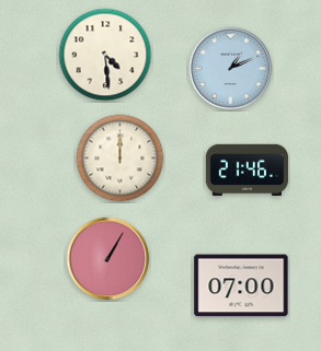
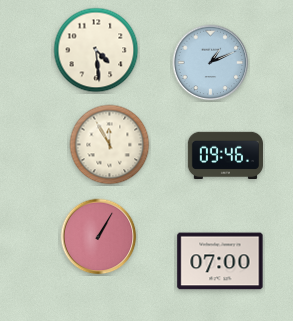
clock at (121, 159): 12:00 -> 11:55
clock at (247, 169): 21:46 -> 09:46
